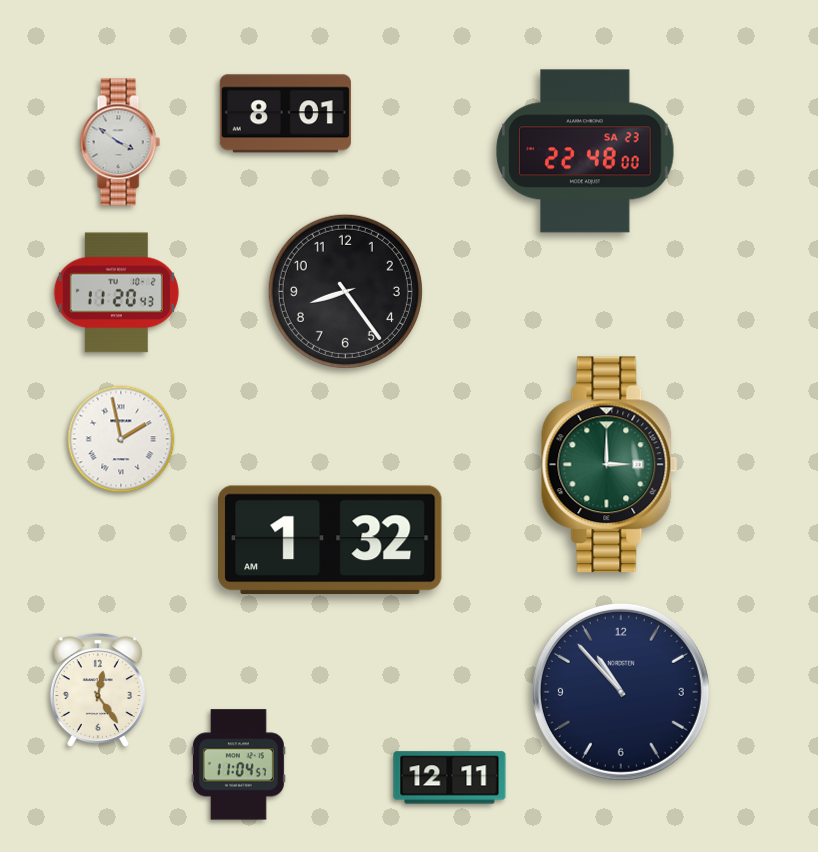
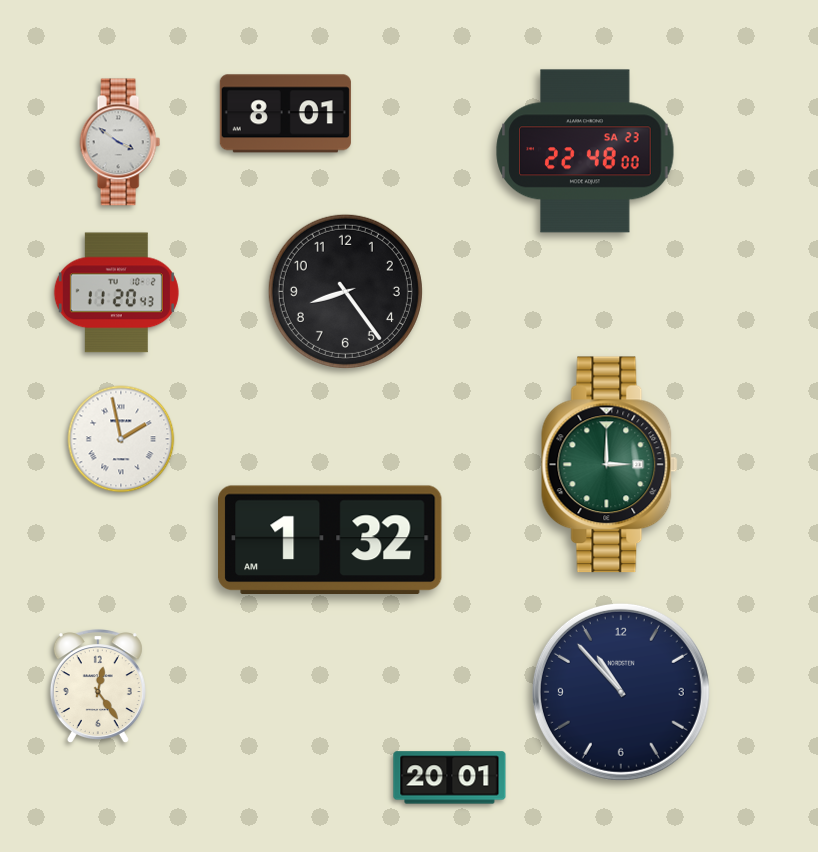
clock at (98, 691) position: (98, 691) -> (98, 687)
clock at (238, 765): 11:04 -> none
clock at (450, 778): 12:11 -> 20:01
